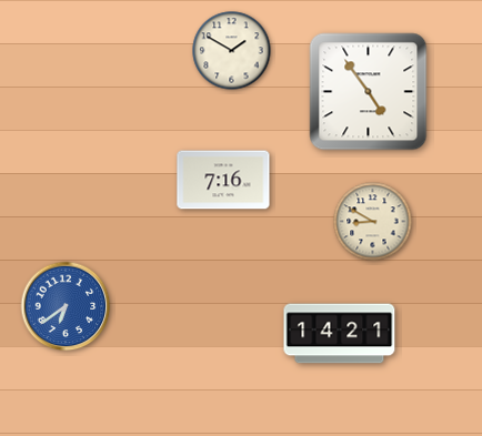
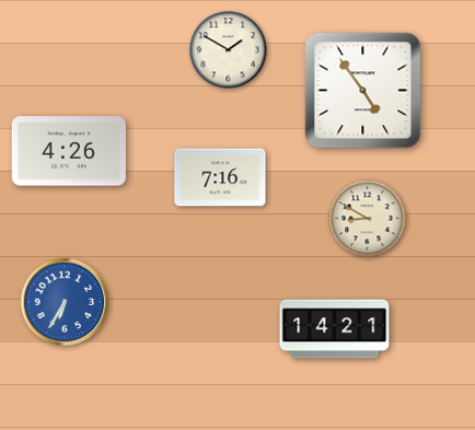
clock at (68, 151): none -> 4:26
clock at (66, 306): 6:39 -> 6:35
